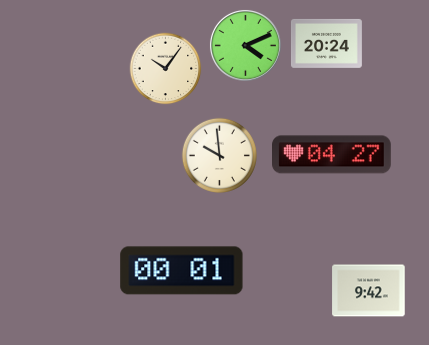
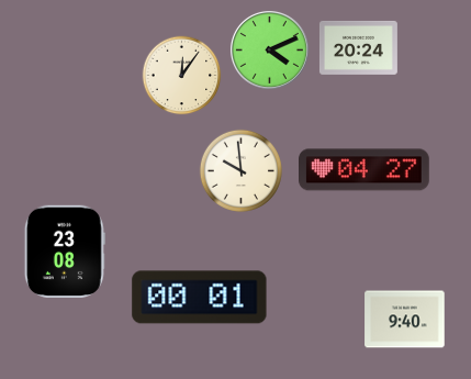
clock at (166, 69): 10:06 -> 12:06
clock at (65, 250): none -> 23:08
clock at (369, 291): 9:42 -> 9:40
